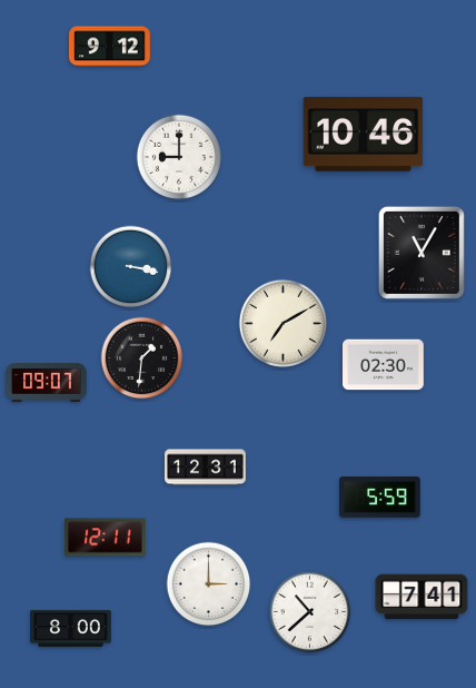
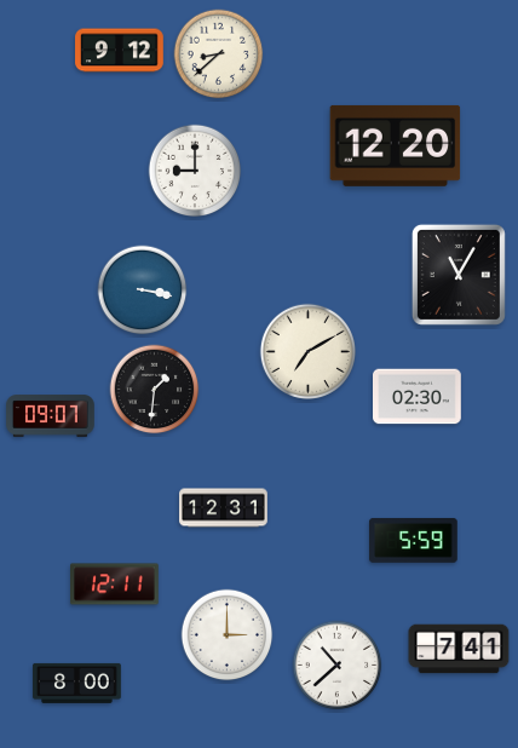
clock at (219, 54): none -> 8:38
clock at (364, 134): 10:46 -> 12:20
